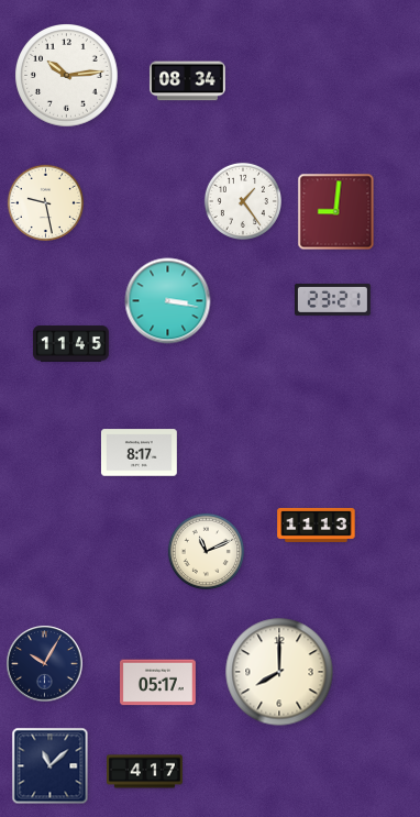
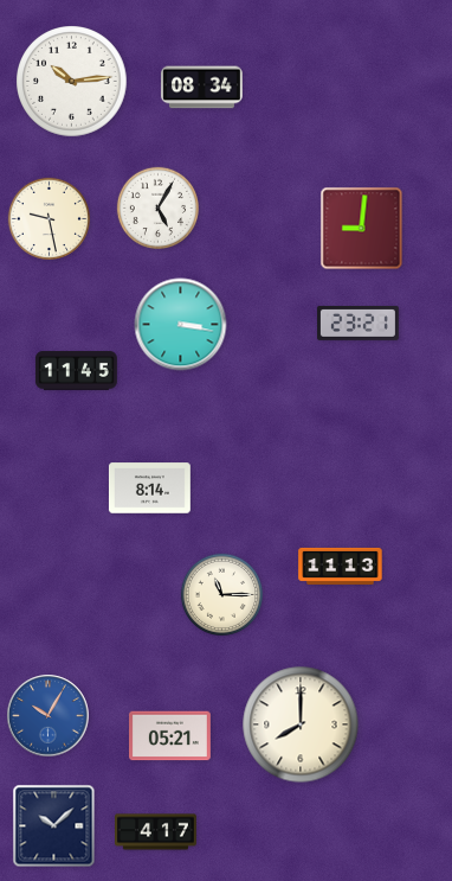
clock at (157, 208): none -> 5:05
clock at (243, 201): 1:24 -> none
clock at (139, 453): 8:17 -> 8:14
clock at (206, 551): 11:11 -> 11:15
clock at (45, 664) dial: navy -> blue
clock at (158, 683): 05:17 -> 05:21
clock at (51, 766): 11:08 -> 10:08
